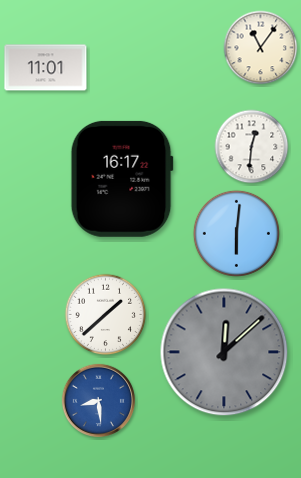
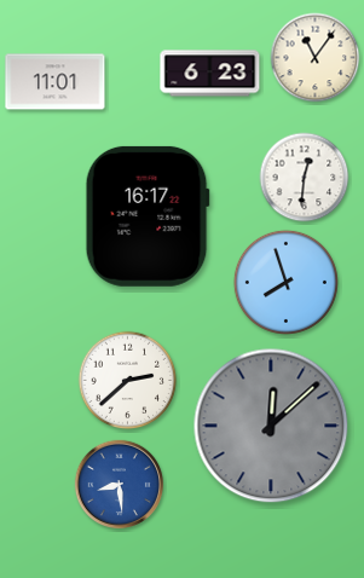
clock at (210, 74): none -> 6:23
clock at (236, 233): 6:01 -> 7:57
clock at (106, 315): 1:38 -> 2:38
